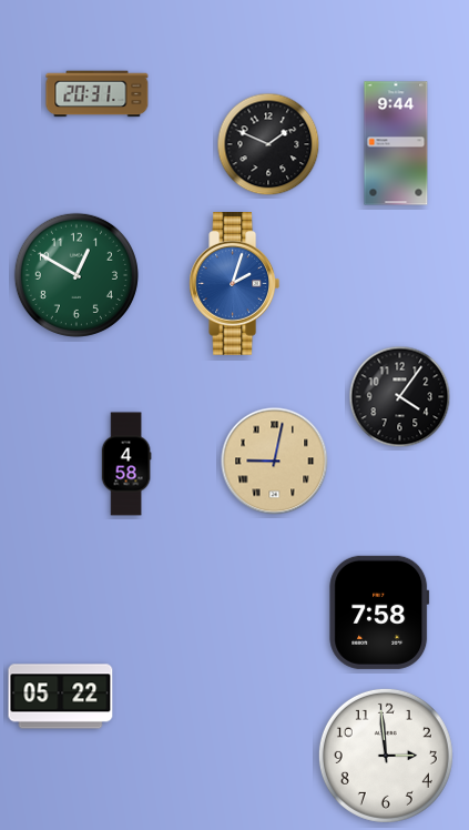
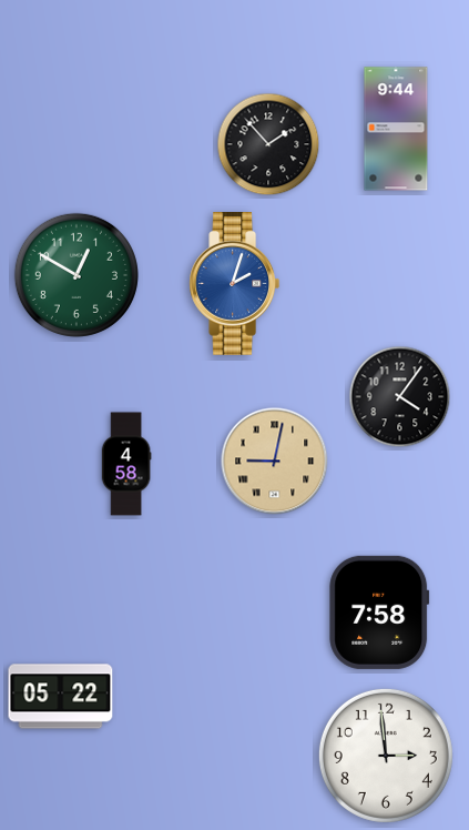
clock at (98, 94): 20:31 -> none
clock at (396, 143) position: (396, 143) -> (396, 129)
clock at (268, 144): 1:49 -> 1:53
